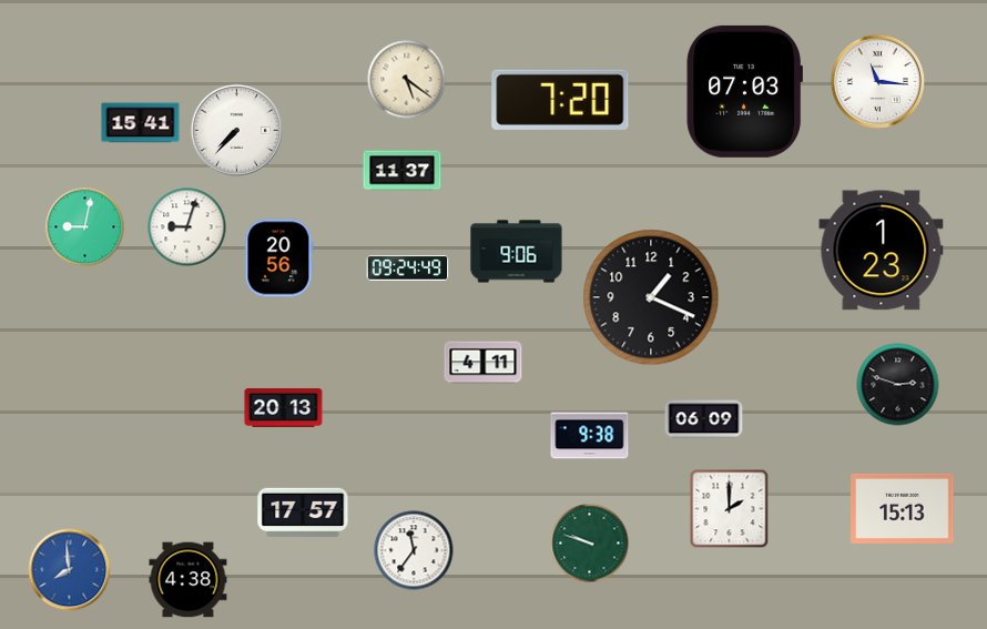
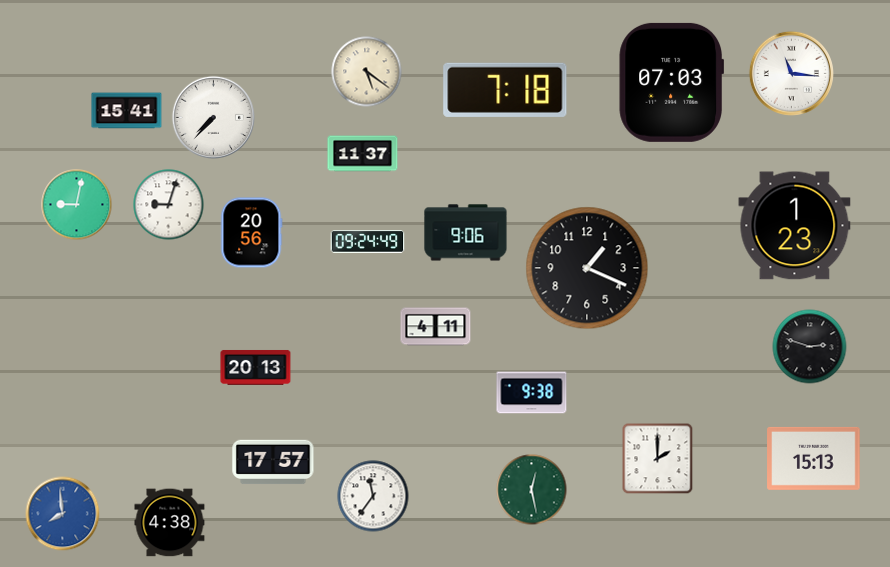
clock at (560, 100): 7:20 -> 7:18
clock at (517, 252) position: (517, 252) -> (466, 233)
clock at (704, 419): 06:09 -> none
clock at (590, 544): 9:48 -> 12:28
